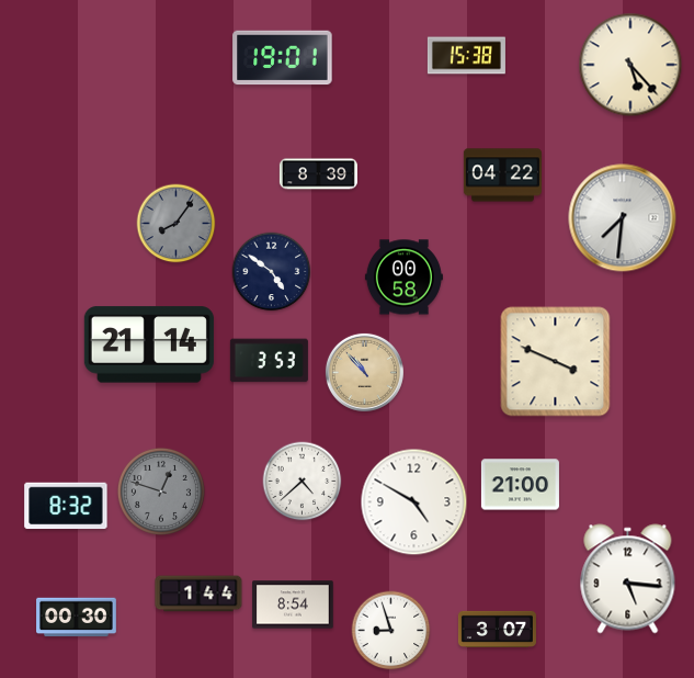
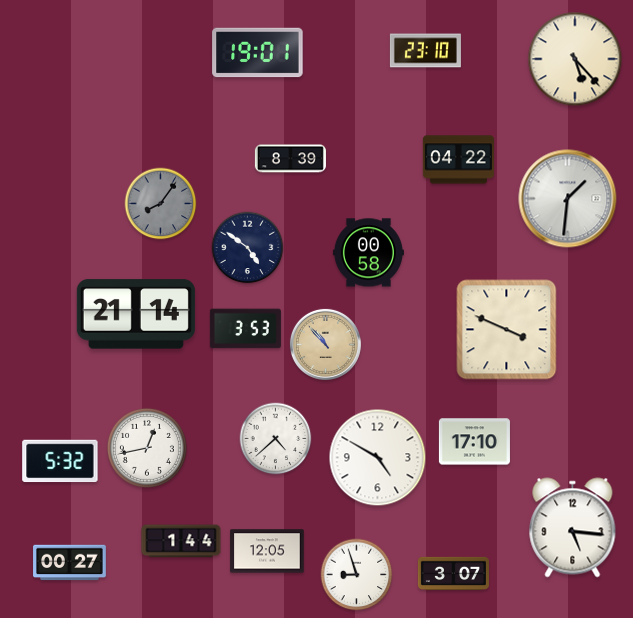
clock at (466, 56): 15:38 -> 23:10
clock at (623, 218): 7:31 -> 1:31
clock at (364, 372) position: (364, 372) -> (325, 344)
clock at (520, 485): 21:00 -> 17:10
clock at (161, 491): 12:48 -> 12:43
clock at (161, 491) dial: grey -> white
clock at (66, 506): 8:32 -> 5:32
clock at (293, 604): 8:54 -> 12:05
clock at (77, 618): 00:30 -> 00:27
